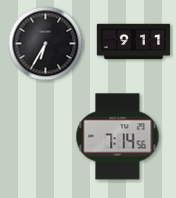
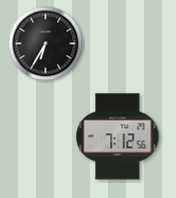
clock at (134, 42): 9:11 -> none
clock at (118, 137): 7:14 -> 7:12
